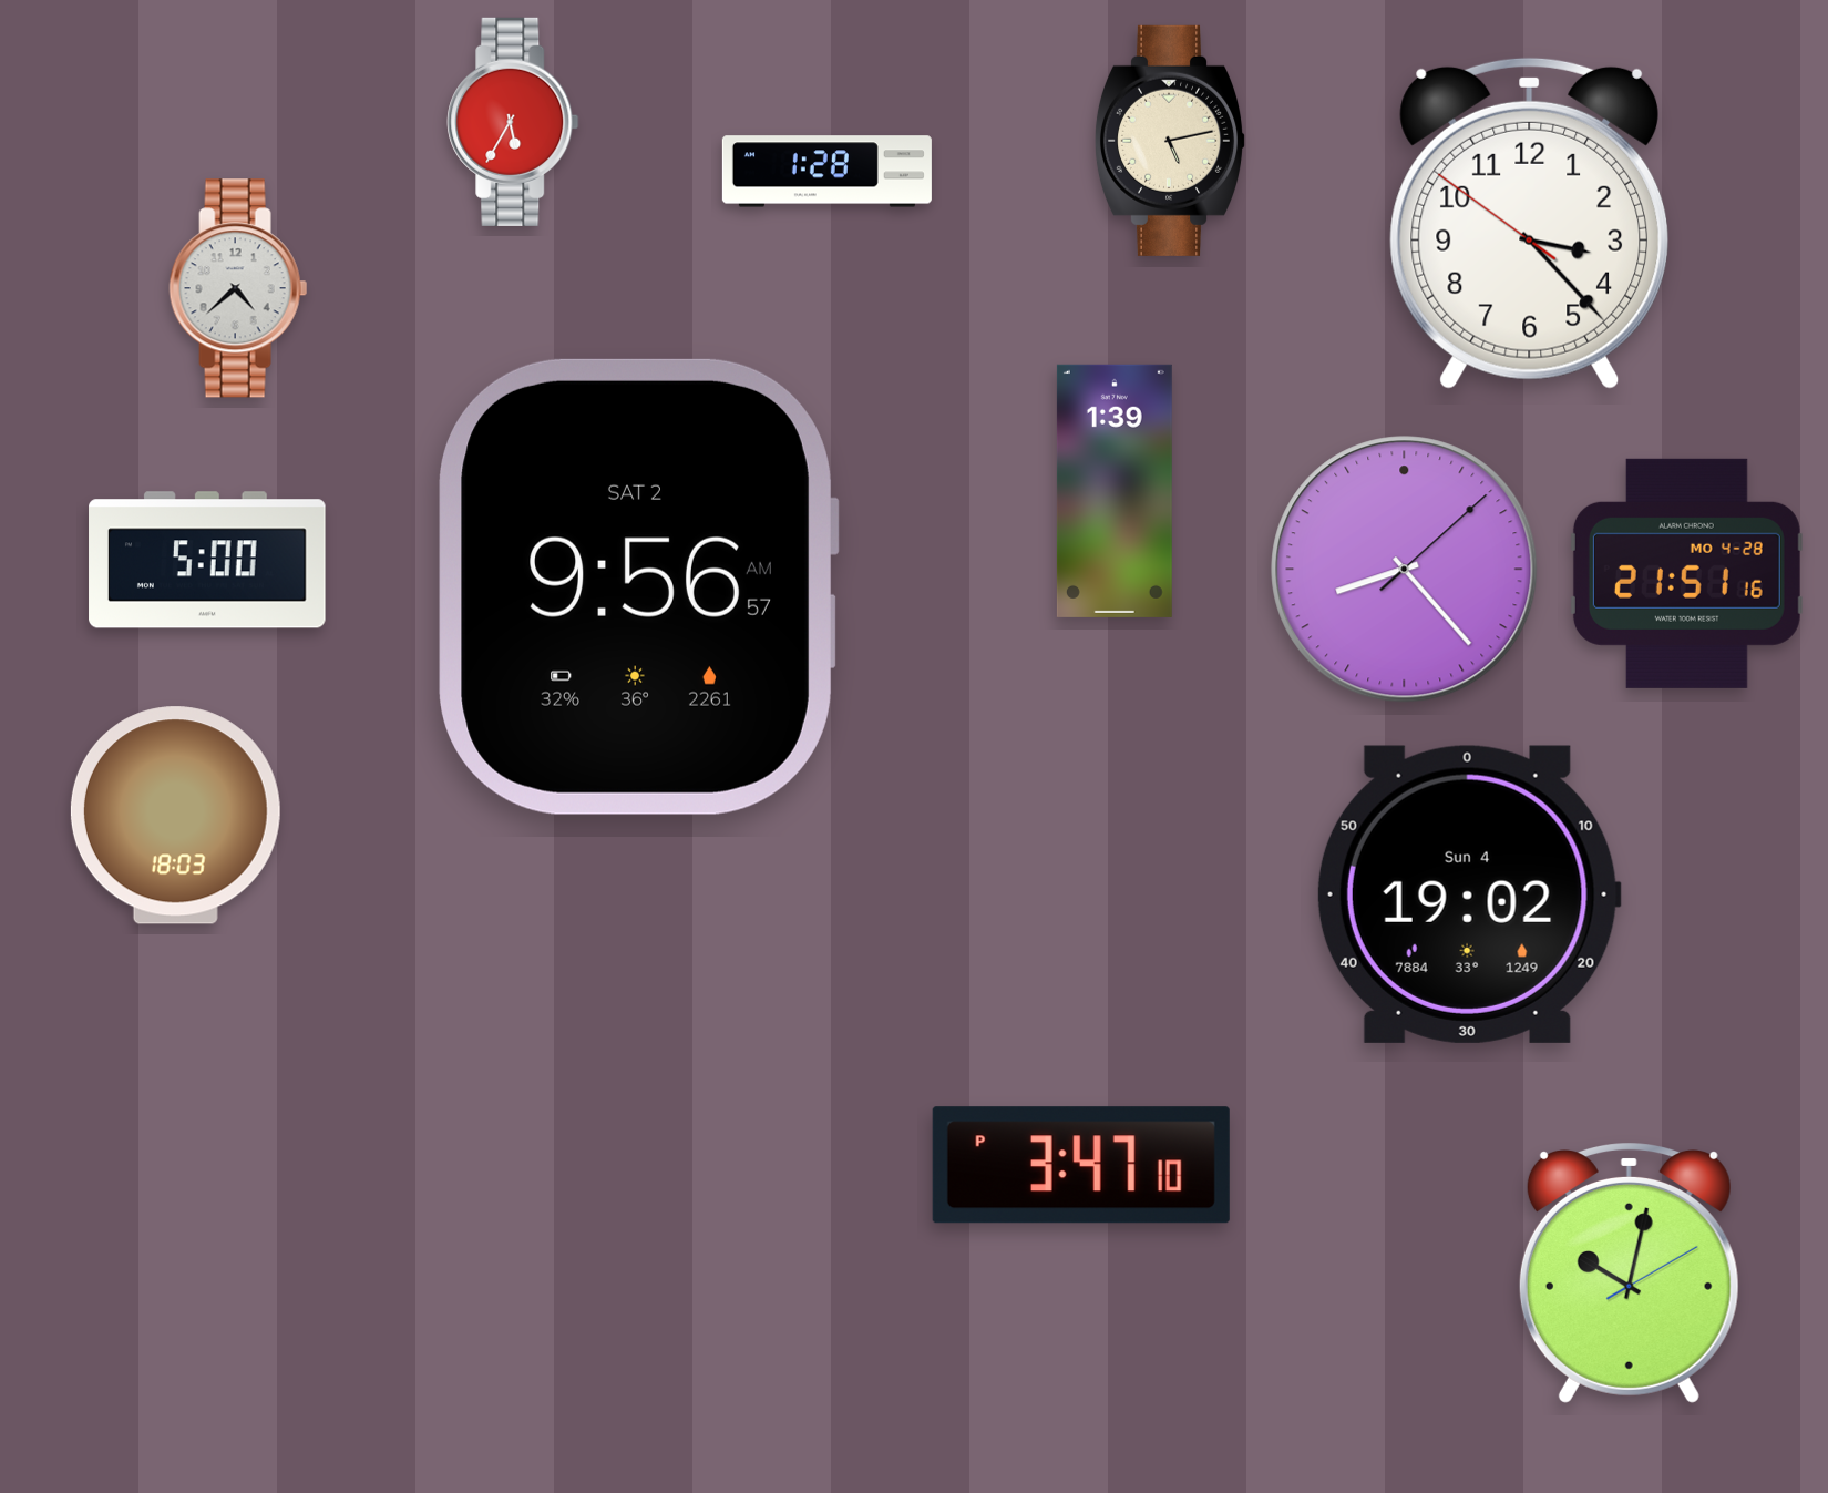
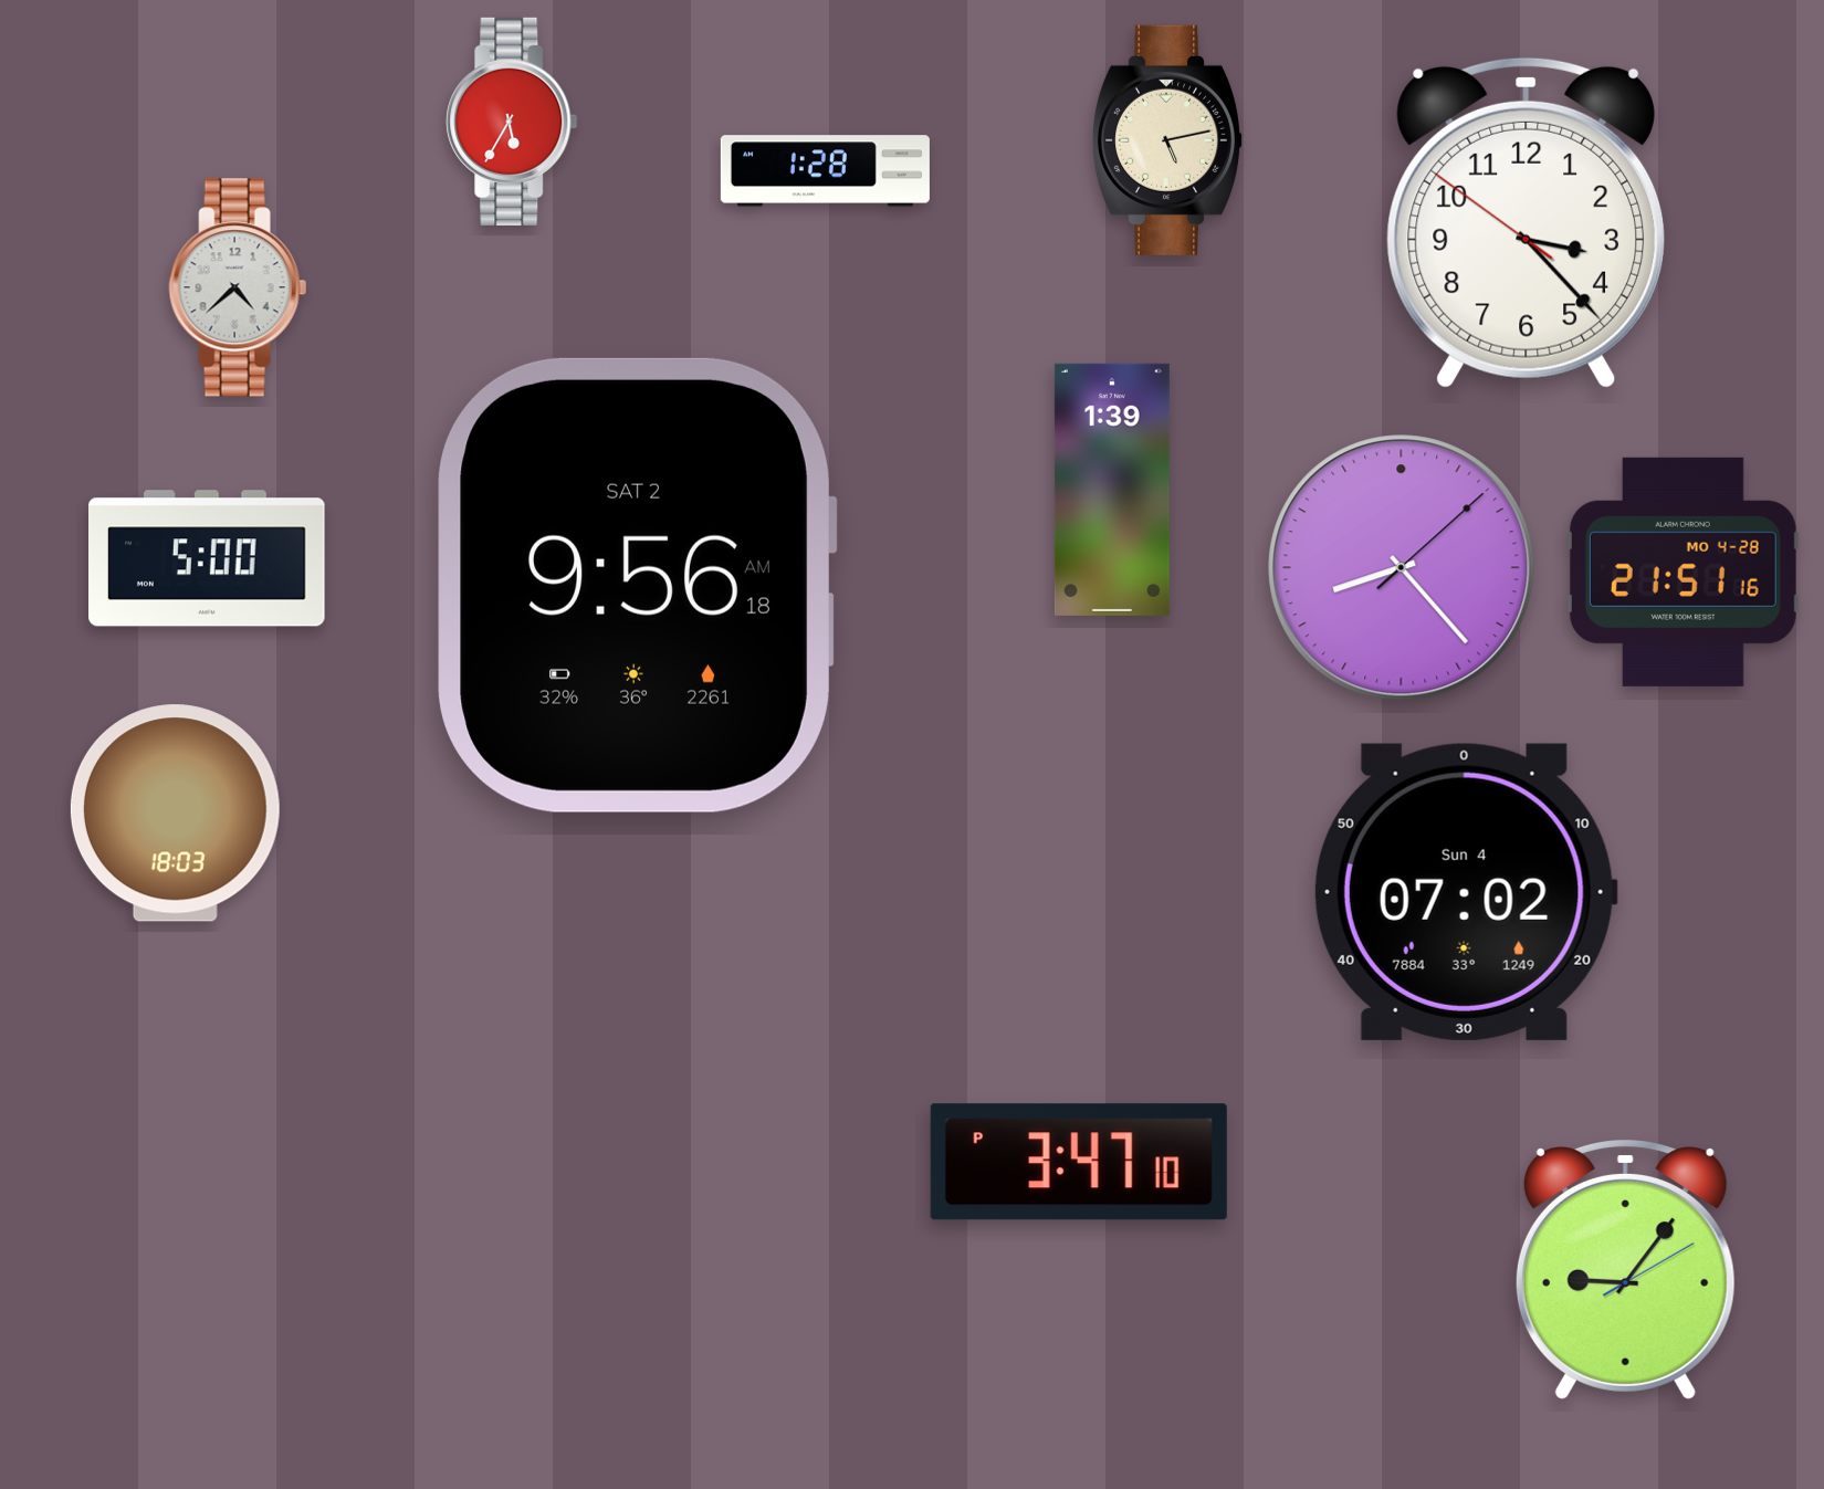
clock at (638, 586): 9:56:57 AM -> 9:56:18 AM
clock at (1469, 894): 19:02 -> 07:02
clock at (1629, 1272): 10:02 -> 9:06
